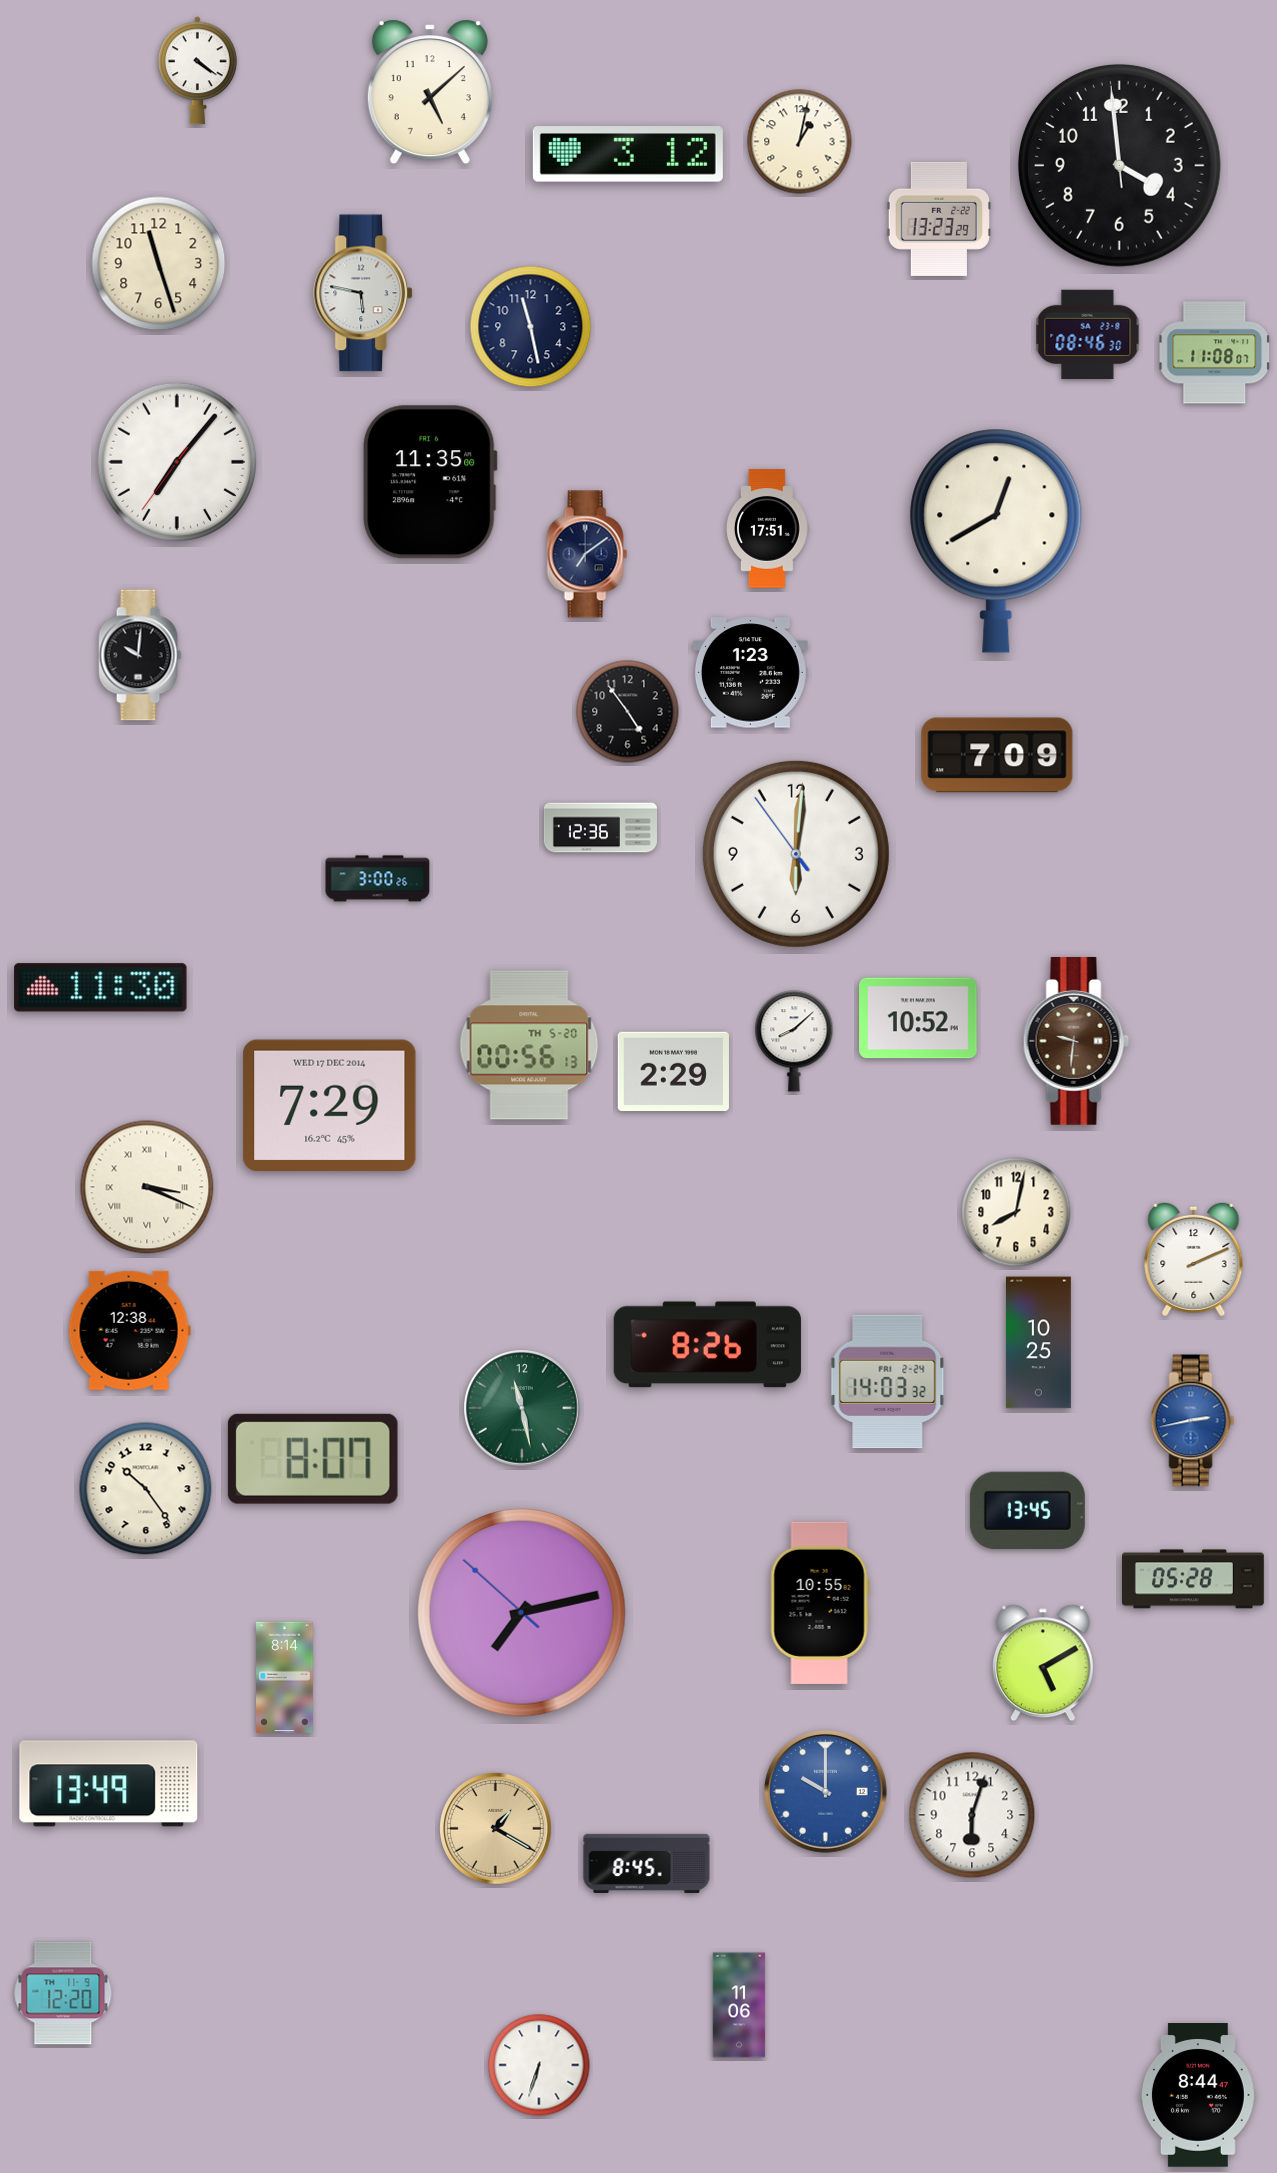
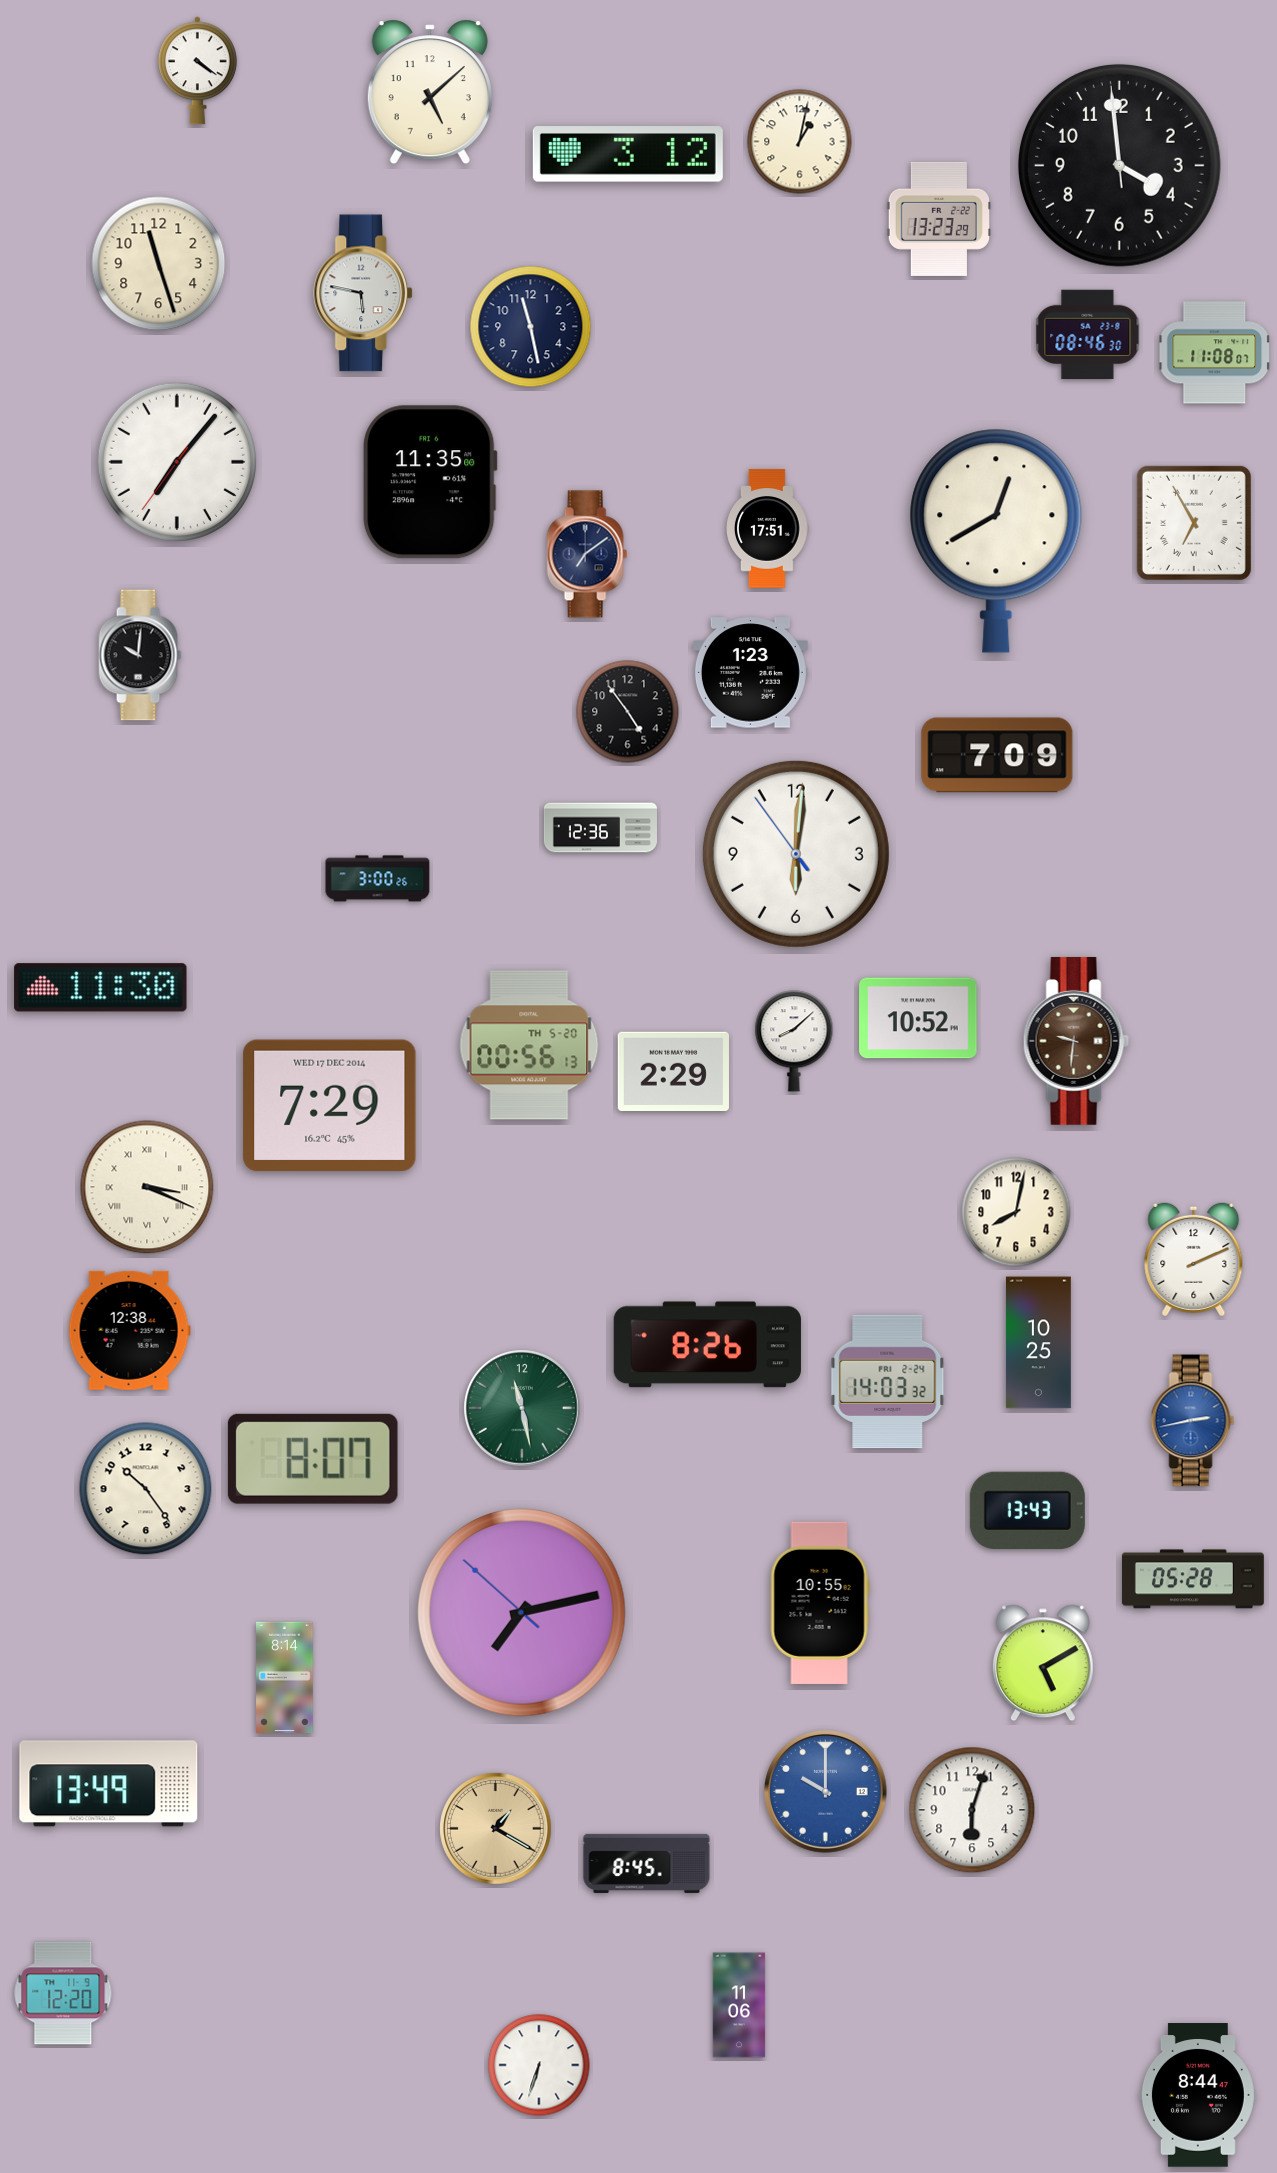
clock at (1194, 523): none -> 6:55
clock at (1027, 1510): 13:45 -> 13:43
clock at (972, 1815) position: (972, 1815) -> (972, 1810)
